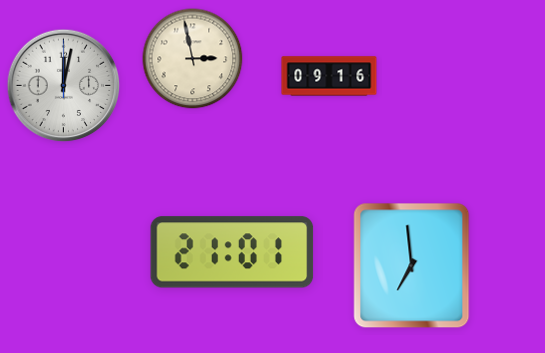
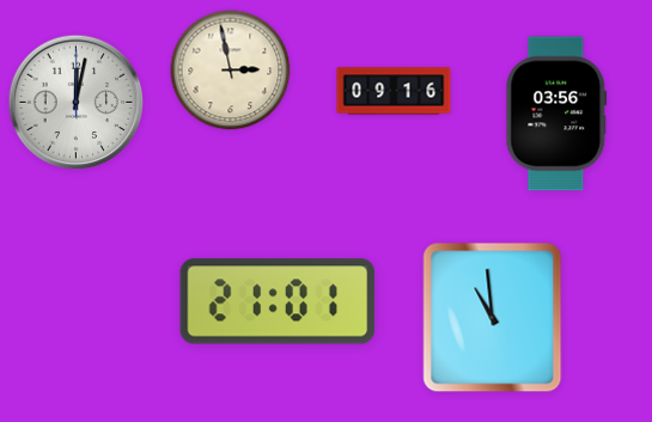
clock at (556, 114): none -> 03:56
clock at (412, 266): 6:59 -> 10:59
